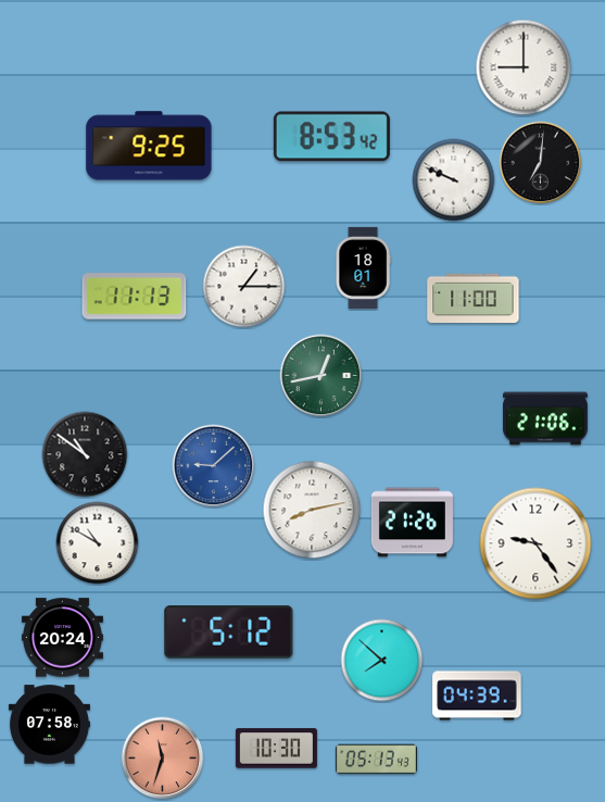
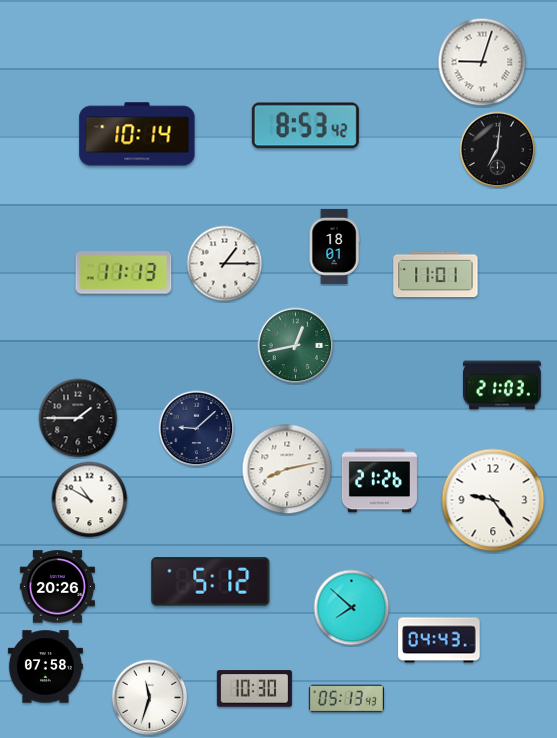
clock at (524, 67): 9:00 -> 9:03
clock at (149, 146): 9:25 -> 10:14
clock at (454, 180): 9:49 -> none
clock at (474, 299): 11:00 -> 11:01
clock at (545, 418): 21:06 -> 21:03
clock at (85, 454): 10:51 -> 1:45
clock at (214, 466) dial: blue -> navy
clock at (62, 638): 20:24 -> 20:26
clock at (477, 696): 04:39 -> 04:43
clock at (163, 759) dial: salmon -> white
